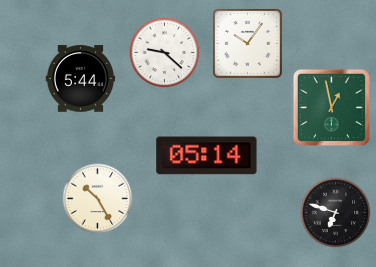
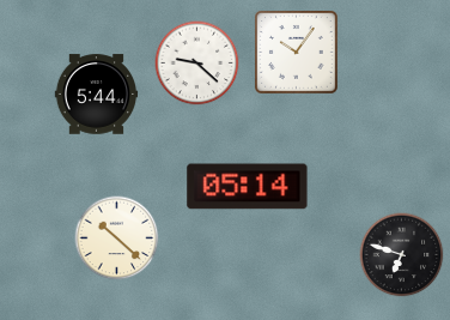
clock at (331, 107): 12:58 -> none
clock at (98, 199): 10:25 -> 10:22
